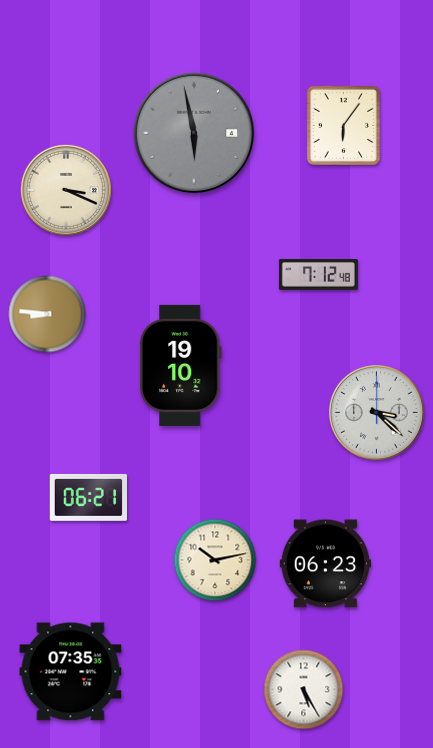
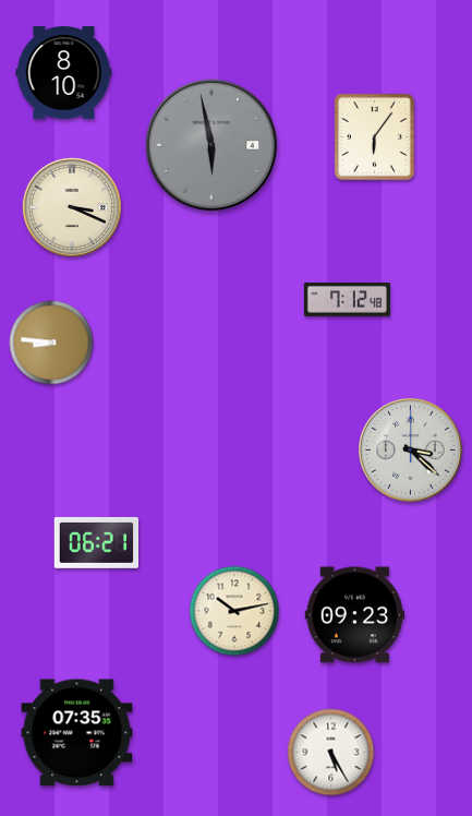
clock at (64, 73): none -> 8:10
clock at (181, 365): 19:10 -> none
clock at (326, 564): 06:23 -> 09:23
